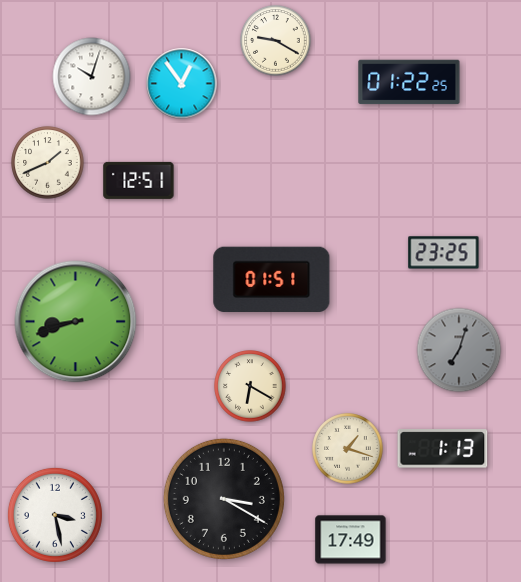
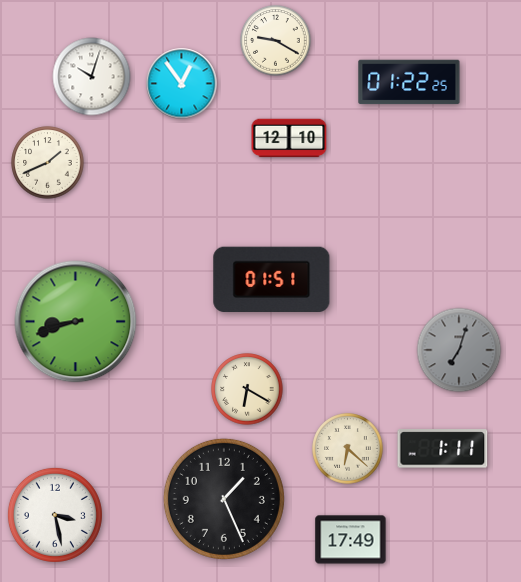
clock at (289, 138): none -> 12:10
clock at (139, 180): 12:51 -> none
clock at (444, 253): 23:25 -> none
clock at (250, 386) position: (250, 386) -> (247, 389)
clock at (348, 449): 1:18 -> 6:22
clock at (443, 449): 1:13 -> 1:11
clock at (224, 499): 3:20 -> 1:26
